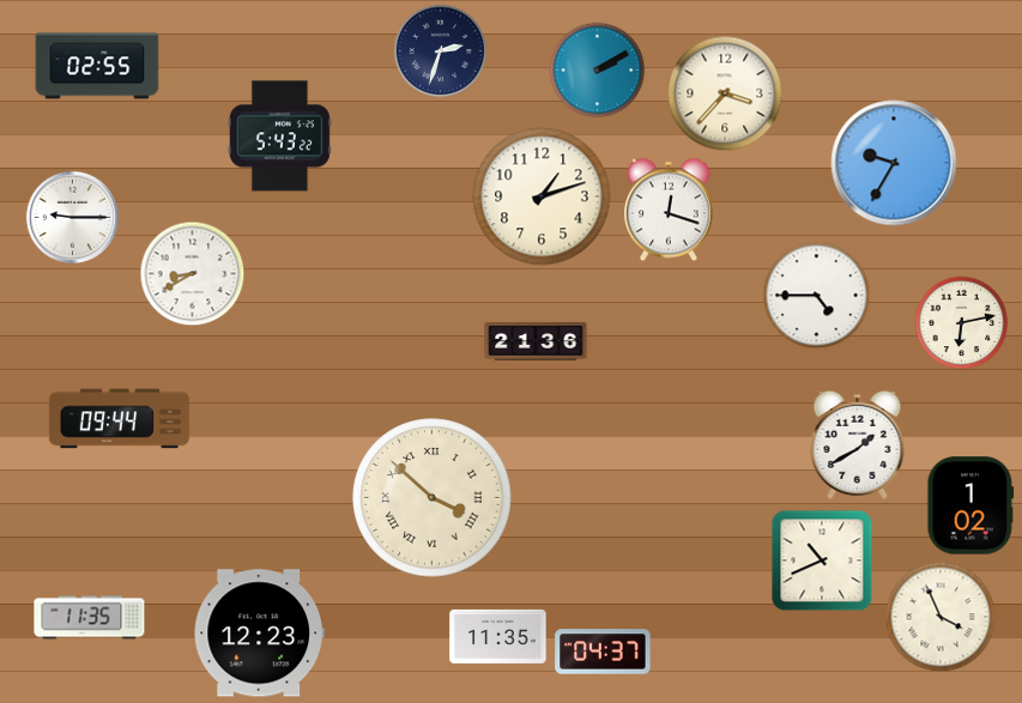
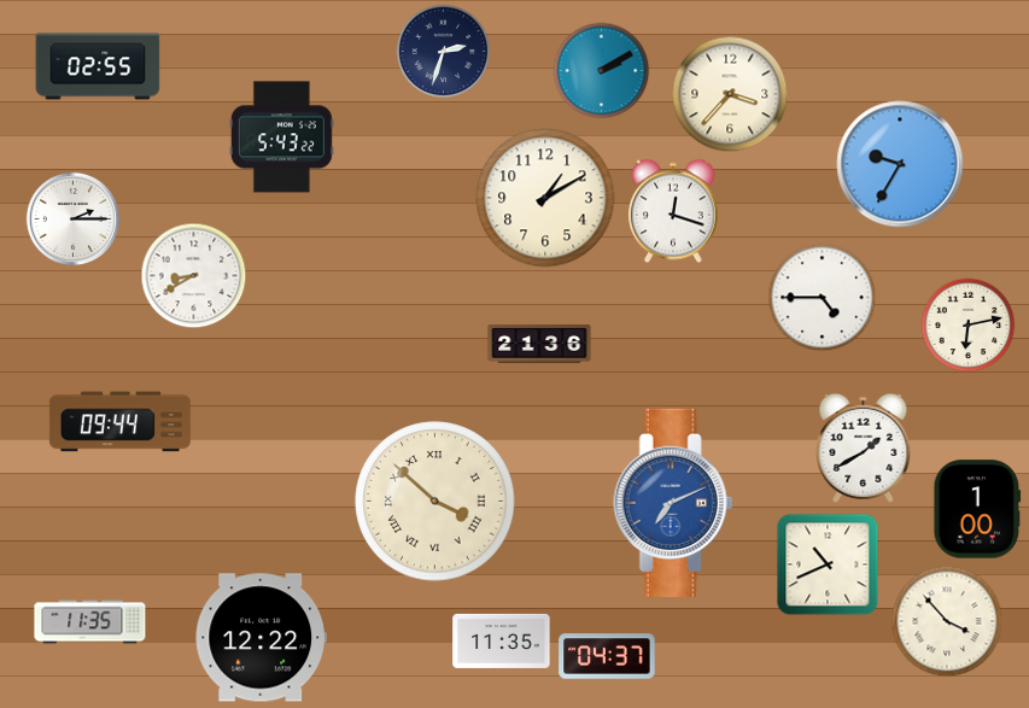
clock at (542, 196): 1:12 -> 1:10
clock at (72, 217): 9:15 -> 2:15
clock at (673, 503): none -> 7:11
clock at (970, 505): 1:02 -> 1:00
clock at (941, 617): 3:56 -> 3:53
clock at (259, 634): 12:23 -> 12:22
